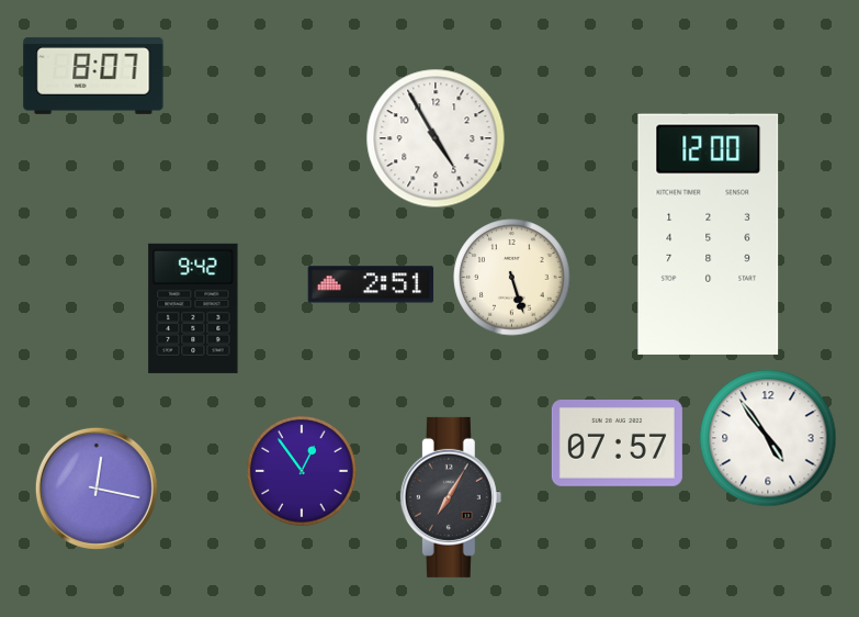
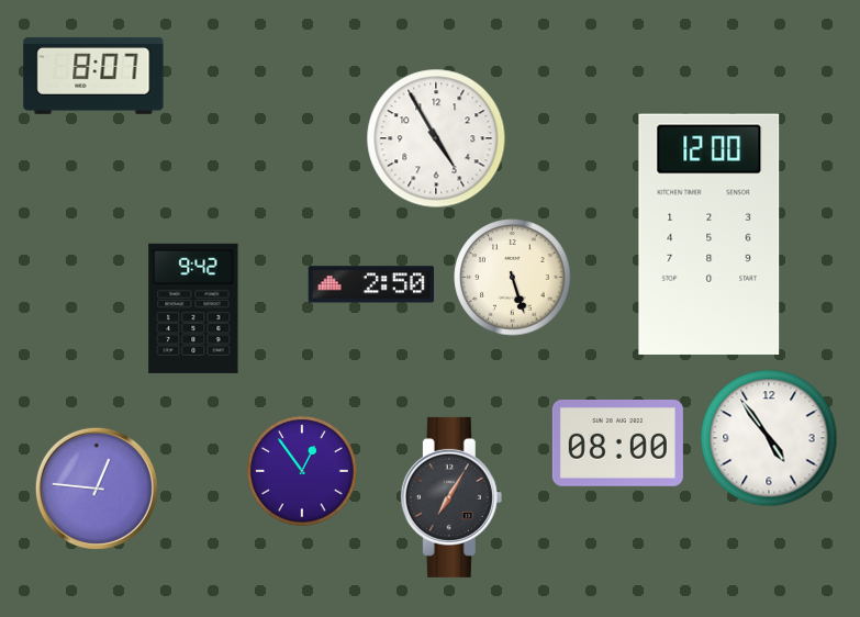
clock at (371, 284): 2:51 -> 2:50
clock at (617, 444): 07:57 -> 08:00
clock at (97, 489): 12:17 -> 12:46
